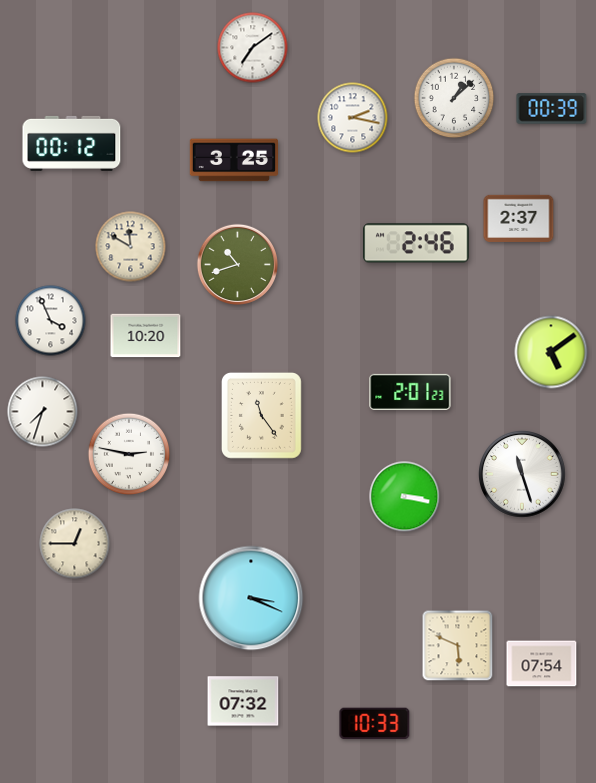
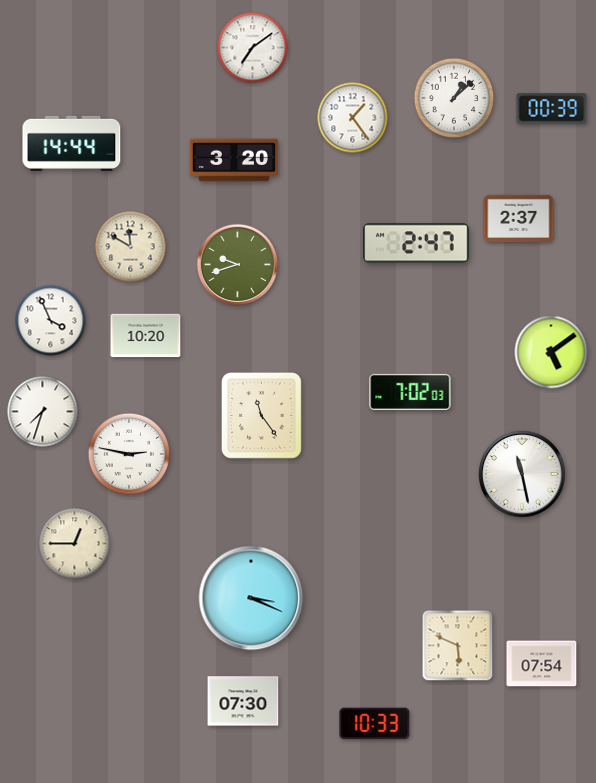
clock at (353, 118): 2:17 -> 1:24
clock at (72, 143): 00:12 -> 14:44
clock at (233, 160): 3:25 -> 3:20
clock at (416, 243): 2:46 -> 2:47
clock at (237, 264): 10:42 -> 9:42
clock at (410, 392): 2:01 -> 7:02
clock at (522, 474): 11:27 -> 11:28
clock at (405, 497): 3:17 -> none
clock at (243, 701): 07:32 -> 07:30
